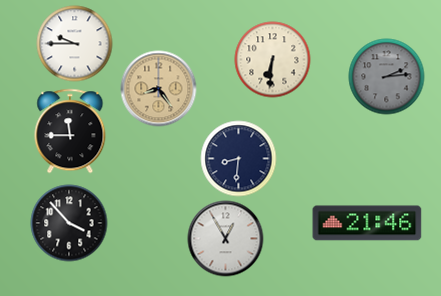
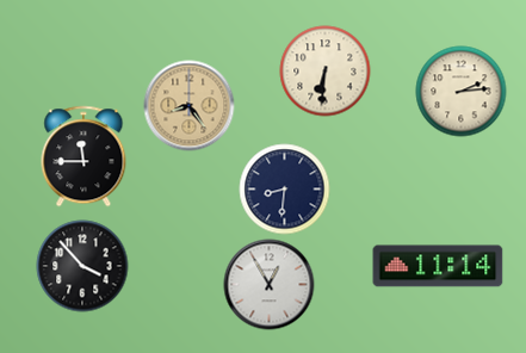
clock at (75, 44): 9:45 -> none
clock at (387, 77) dial: grey -> cream
clock at (367, 223): 21:46 -> 11:14
